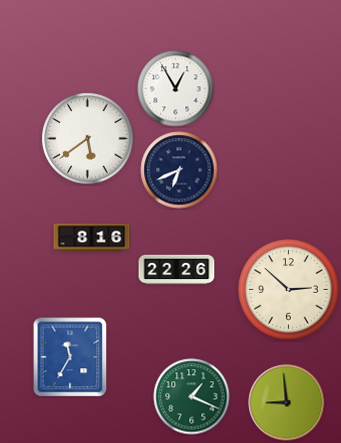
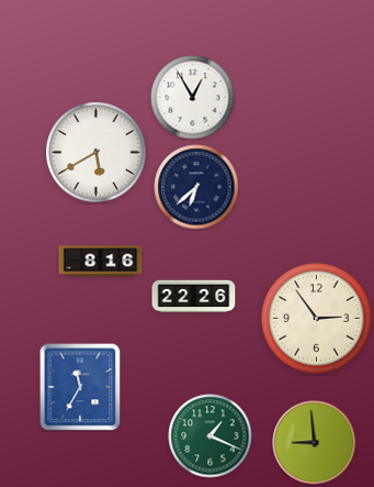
clock at (88, 139): 5:39 -> 5:40
clock at (179, 170): 6:41 -> 6:38
clock at (289, 290): 2:52 -> 2:54
clock at (70, 357) position: (70, 357) -> (80, 387)
